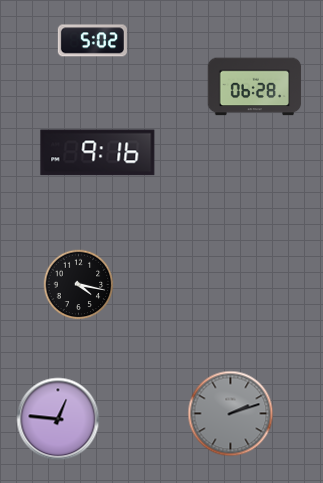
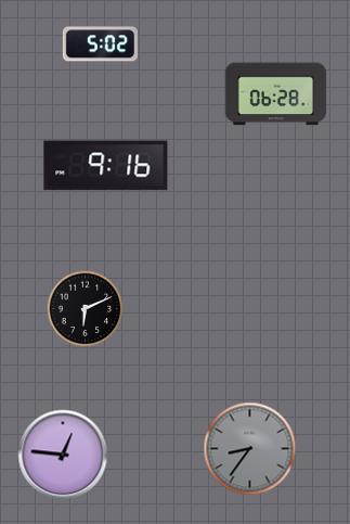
clock at (79, 285): 4:17 -> 6:11
clock at (231, 414): 2:12 -> 8:36
